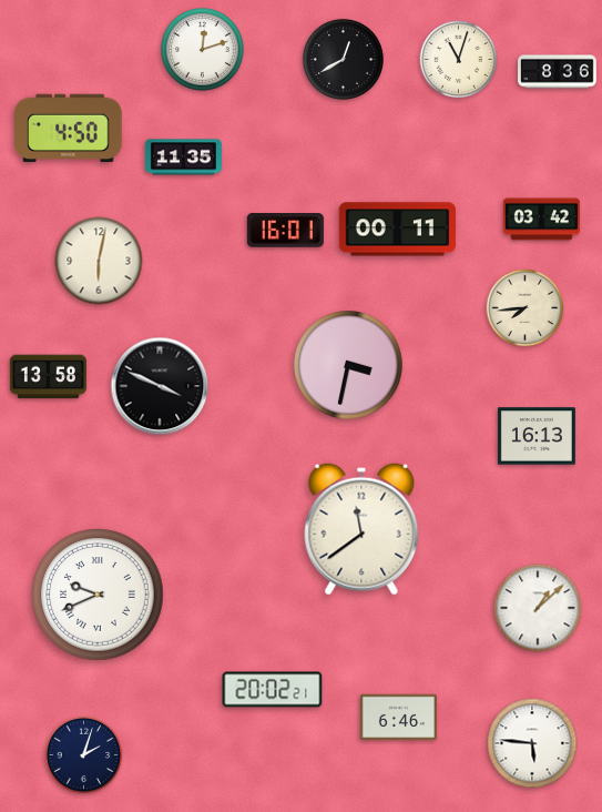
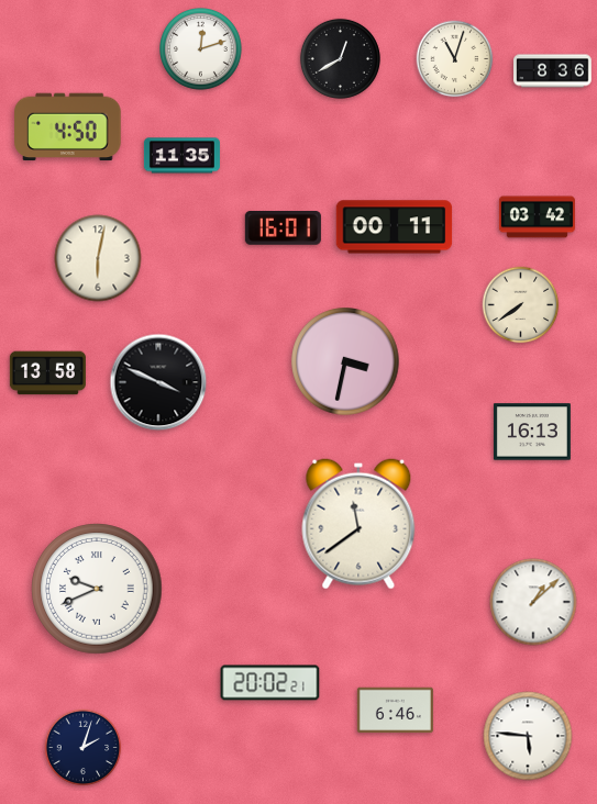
clock at (526, 308): 7:44 -> 7:39
